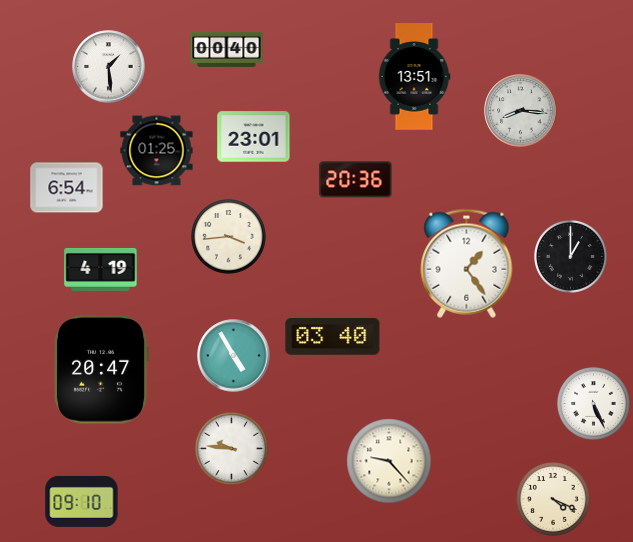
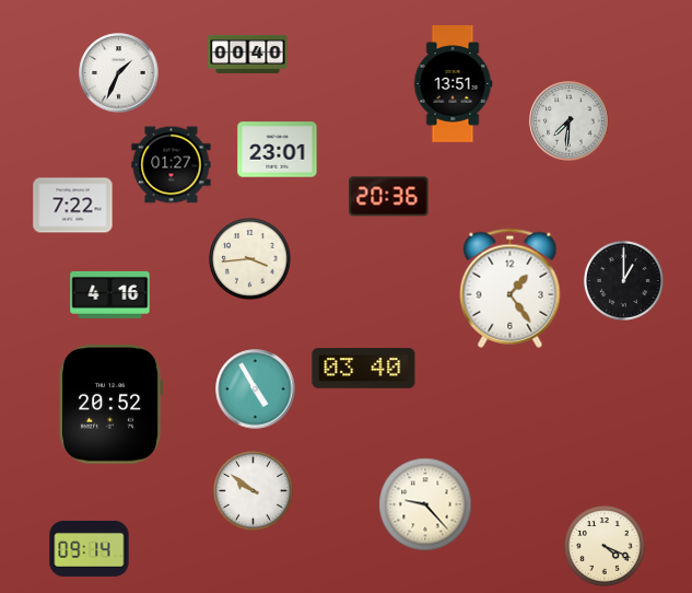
clock at (109, 67): 1:29 -> 1:34
clock at (521, 111): 8:16 -> 7:31
clock at (157, 151): 01:25 -> 01:27
clock at (67, 188): 6:54 -> 7:22
clock at (101, 269): 4:19 -> 4:16
clock at (102, 370): 20:47 -> 20:52
clock at (593, 403): 5:26 -> none
clock at (231, 448): 9:46 -> 9:51
clock at (82, 501): 09:10 -> 09:14
